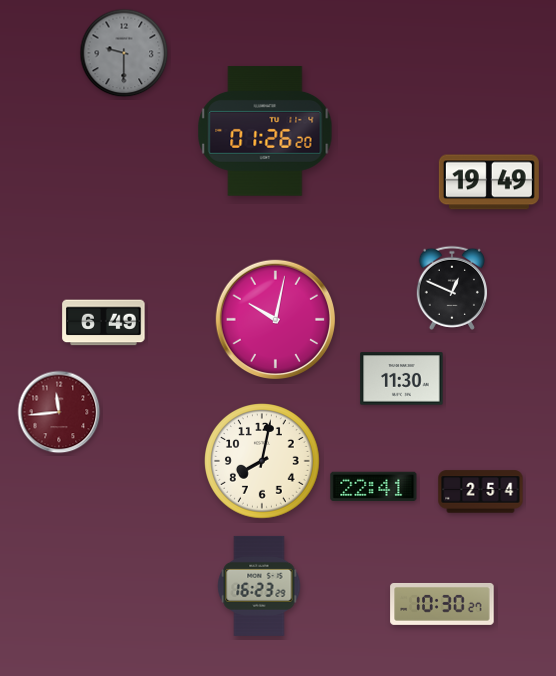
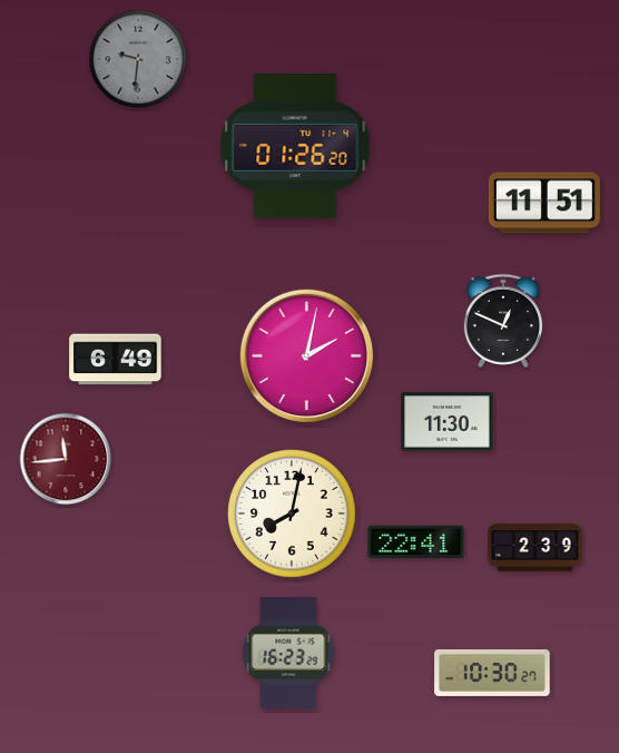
clock at (124, 53): 9:30 -> 9:31
clock at (489, 182): 19:49 -> 11:51
clock at (275, 319): 10:02 -> 2:02
clock at (481, 492): 2:54 -> 2:39
